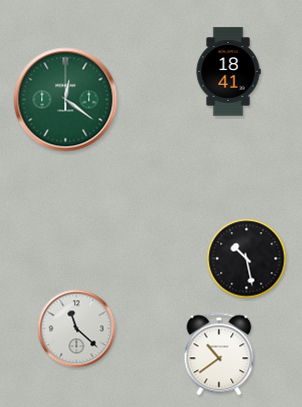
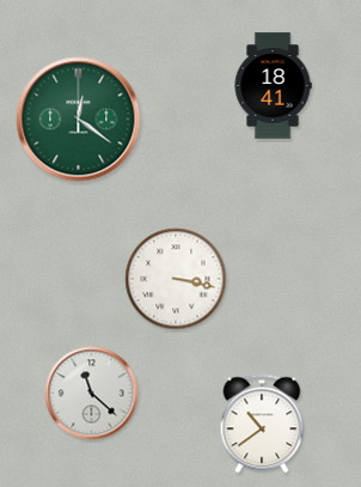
clock at (176, 279): none -> 3:17
clock at (247, 259): 10:28 -> none
